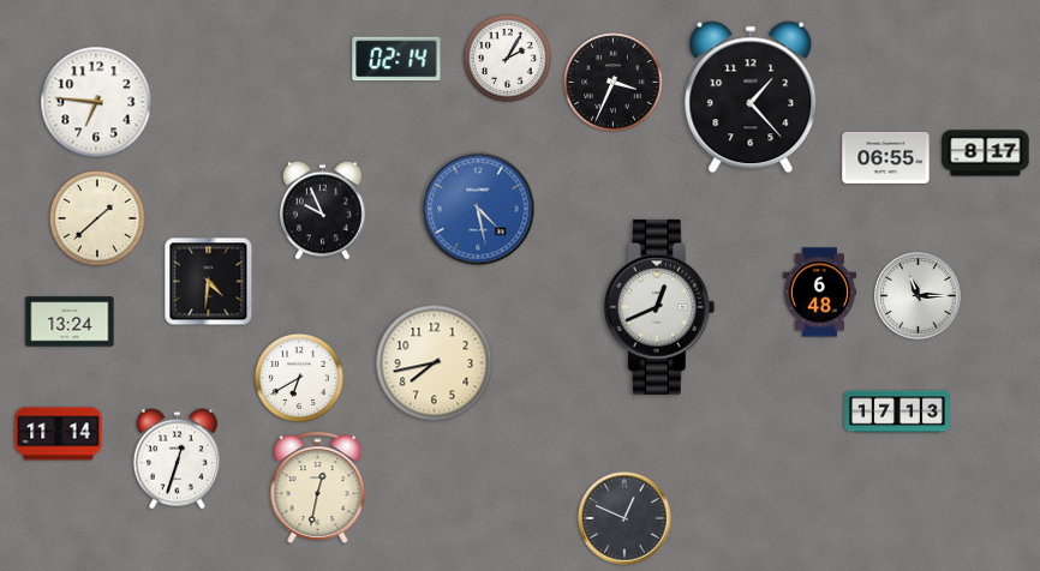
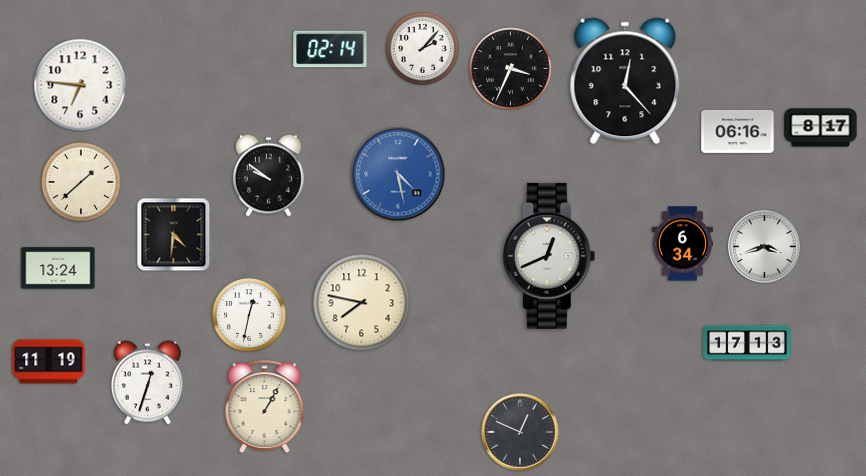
clock at (507, 58): 2:05 -> 2:07
clock at (751, 97): 1:23 -> 12:23
clock at (886, 157): 06:55 -> 06:16
clock at (322, 210): 9:56 -> 9:51
clock at (819, 293): 6:48 -> 6:34
clock at (919, 296): 11:15 -> 3:42
clock at (435, 363): 7:43 -> 7:47
clock at (299, 378): 6:40 -> 12:32
clock at (59, 434): 11:14 -> 11:19
clock at (318, 487): 12:32 -> 1:05
